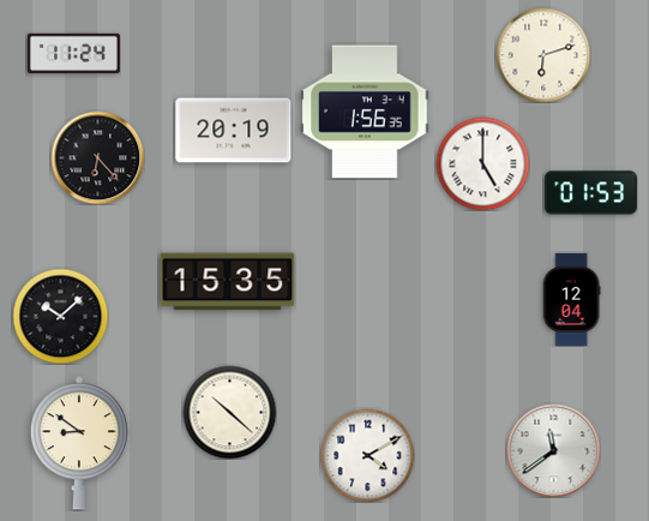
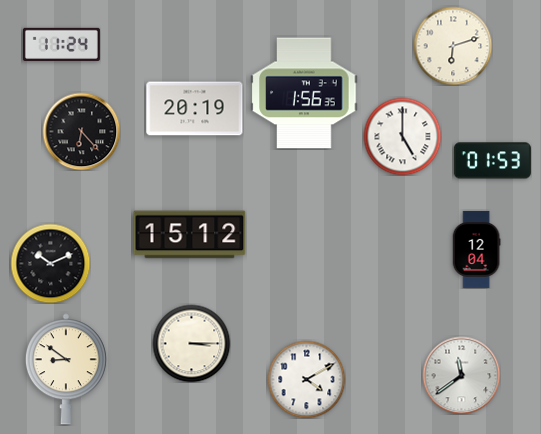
clock at (228, 282): 15:35 -> 15:12
clock at (60, 316): 10:08 -> 10:11
clock at (229, 412): 10:22 -> 3:15
